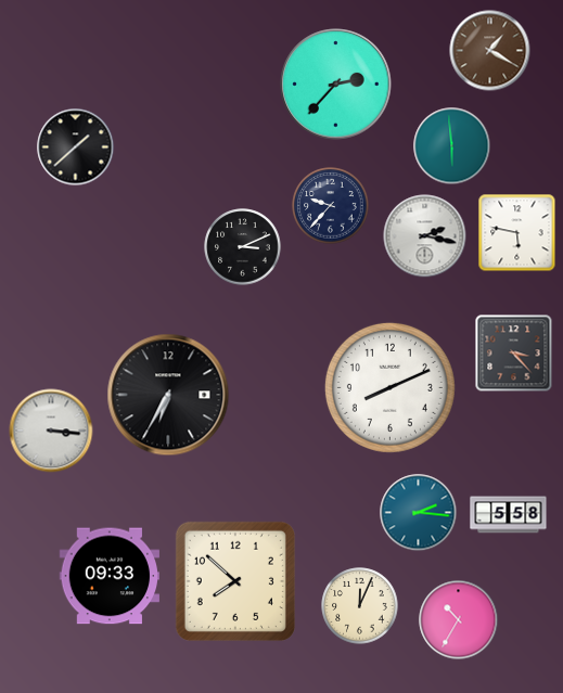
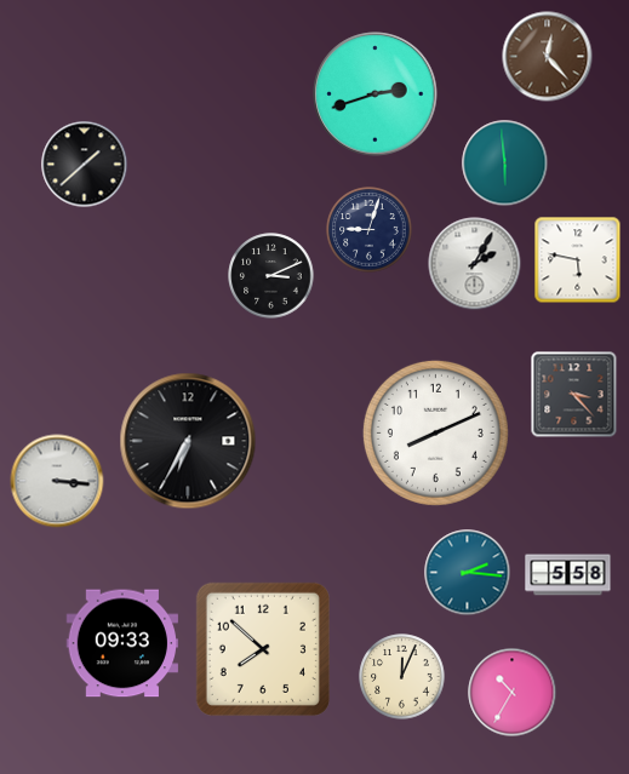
clock at (490, 51): 1:20 -> 12:23
clock at (336, 85): 2:37 -> 2:42
clock at (331, 206): 9:37 -> 9:03
clock at (425, 236): 2:17 -> 2:05
